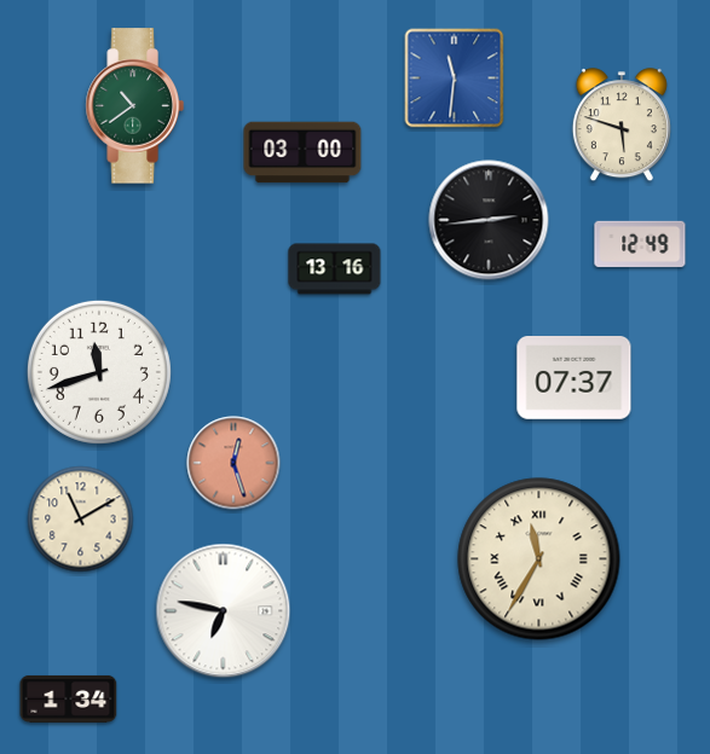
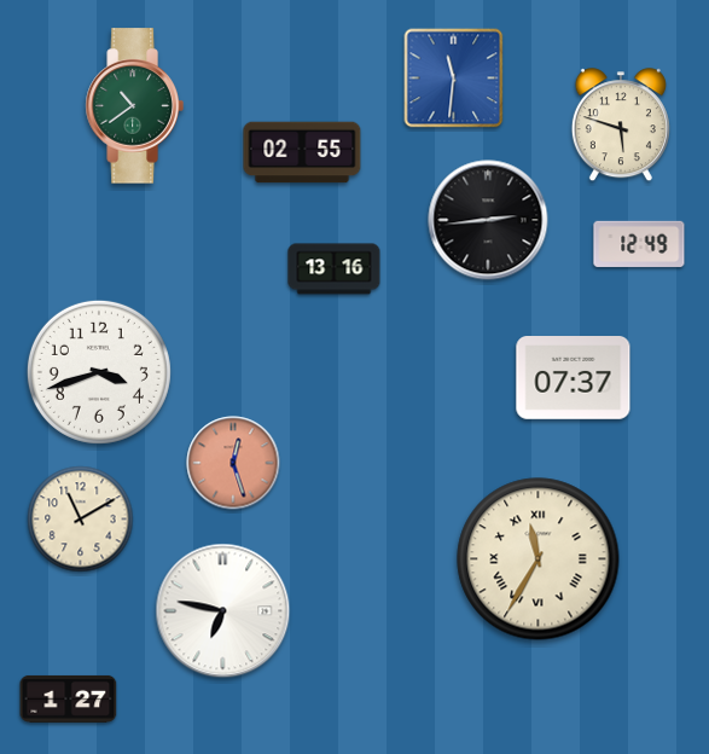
clock at (302, 152): 03:00 -> 02:55
clock at (99, 372): 11:42 -> 3:42
clock at (69, 698): 1:34 -> 1:27
